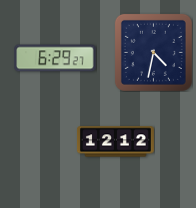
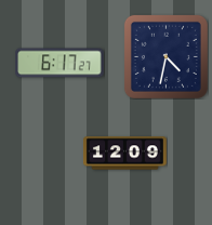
clock at (55, 58): 6:29 -> 6:17
clock at (115, 142): 12:12 -> 12:09
